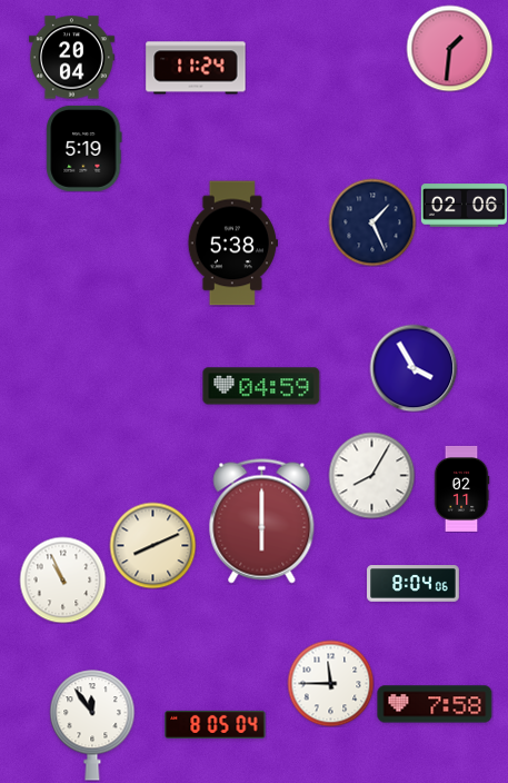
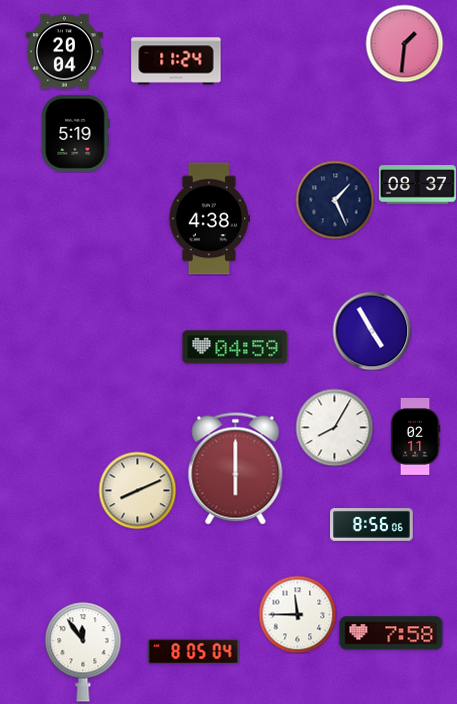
clock at (464, 206): 02:06 -> 08:37
clock at (232, 244): 5:38 -> 4:38
clock at (414, 368): 3:55 -> 4:55
clock at (461, 488) position: (461, 488) -> (415, 436)
clock at (62, 579): 10:56 -> none
clock at (414, 584): 8:04 -> 8:56
